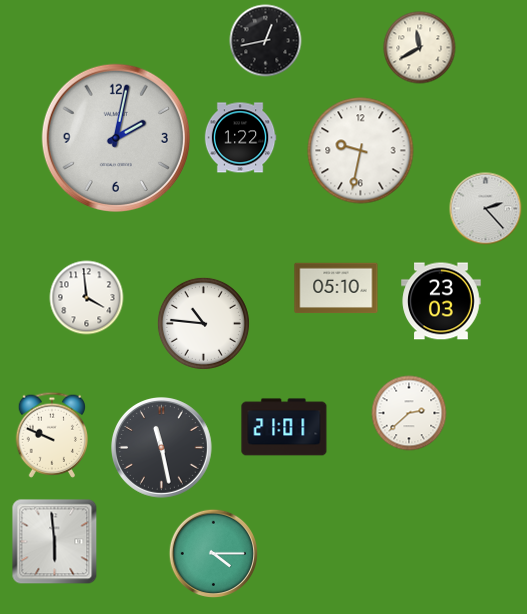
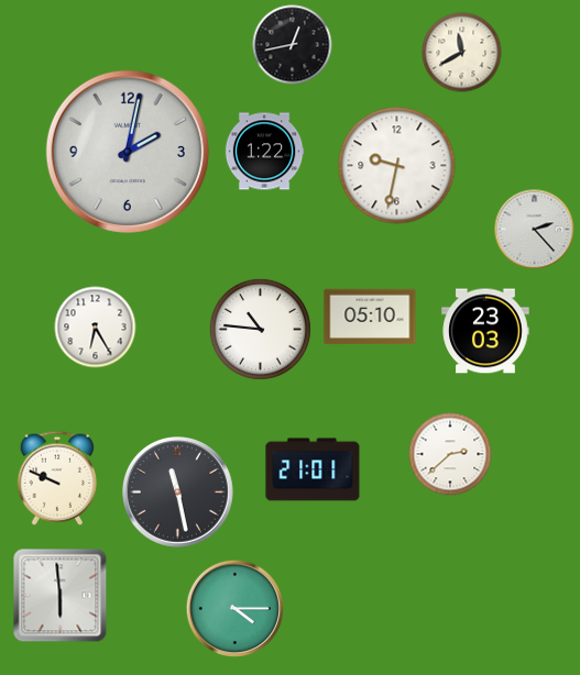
clock at (87, 298): 3:59 -> 6:25
clock at (203, 323) position: (203, 323) -> (260, 329)
